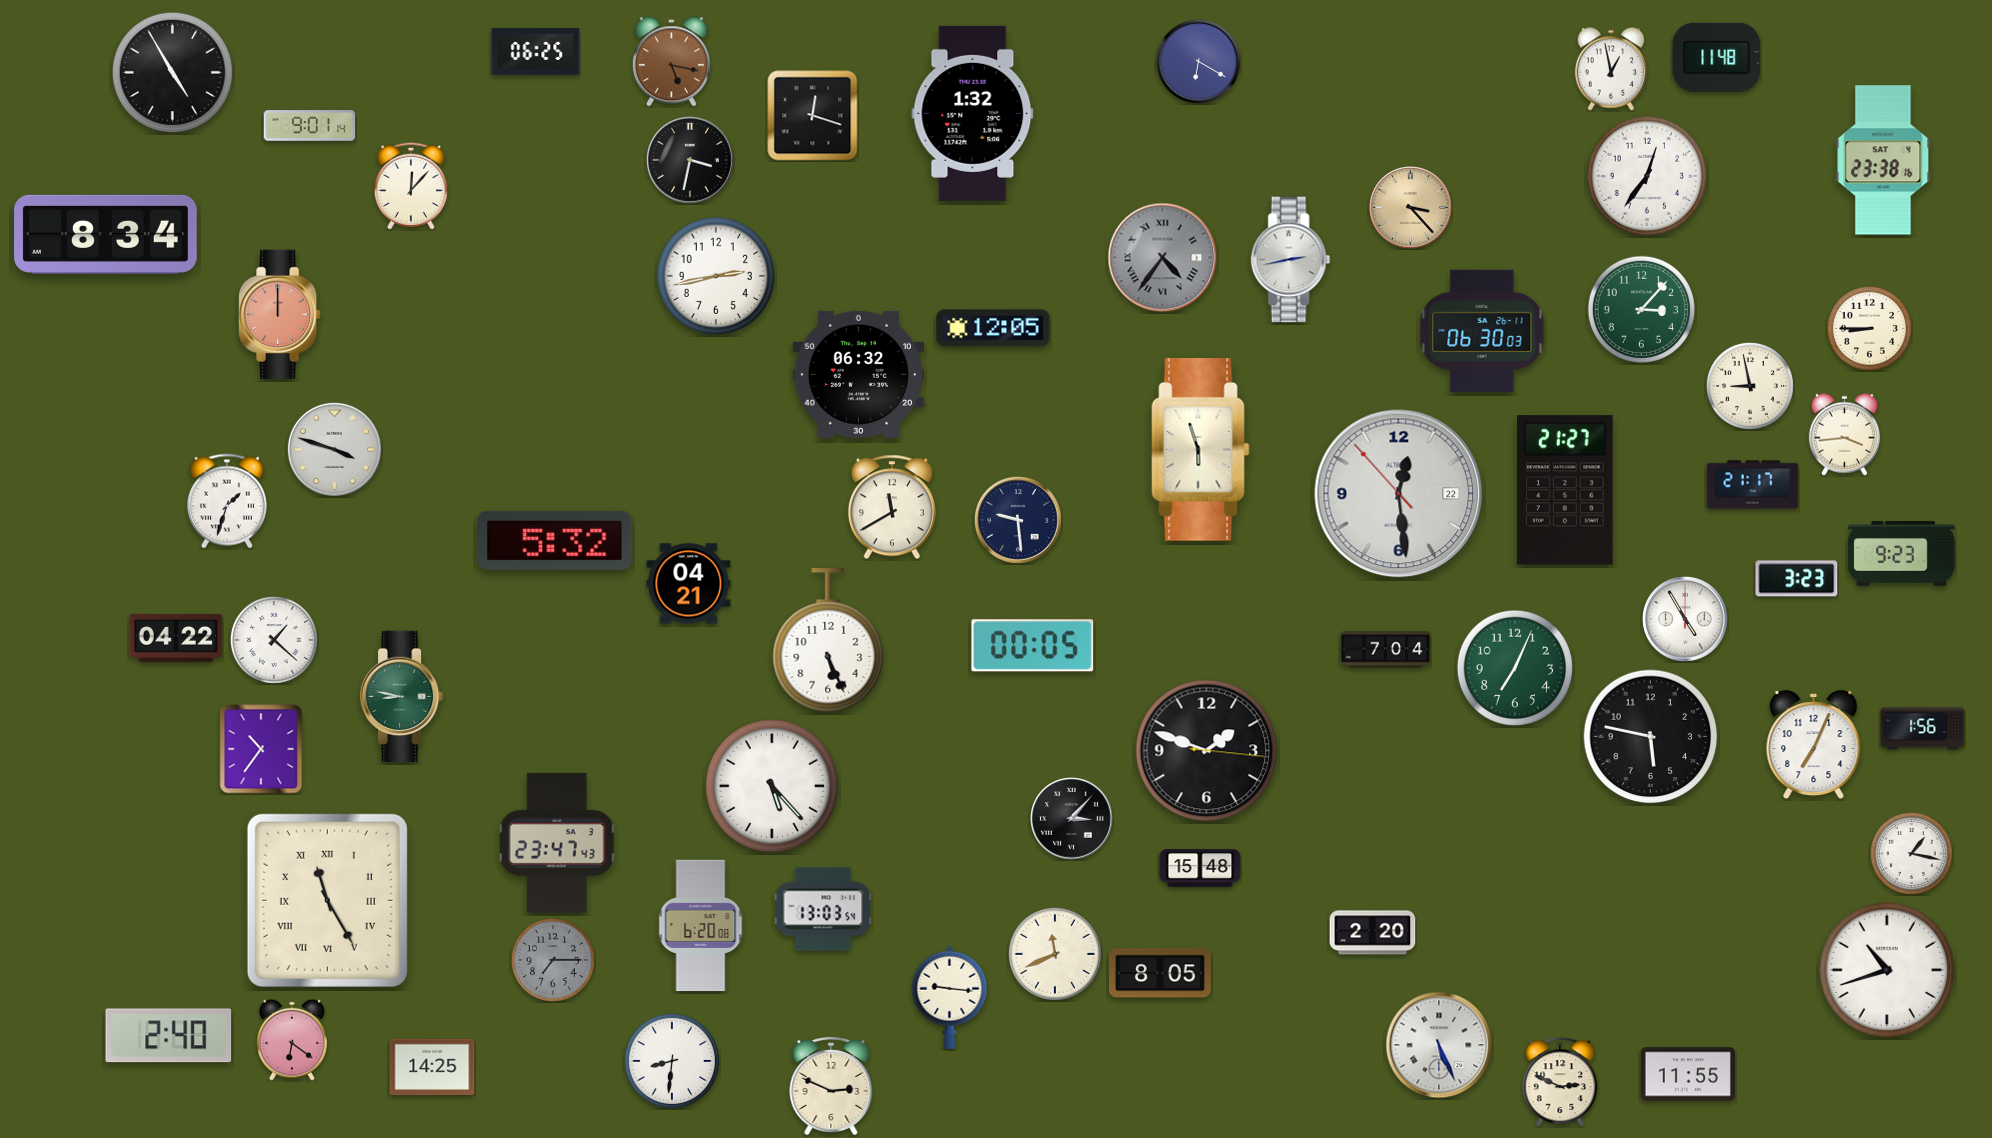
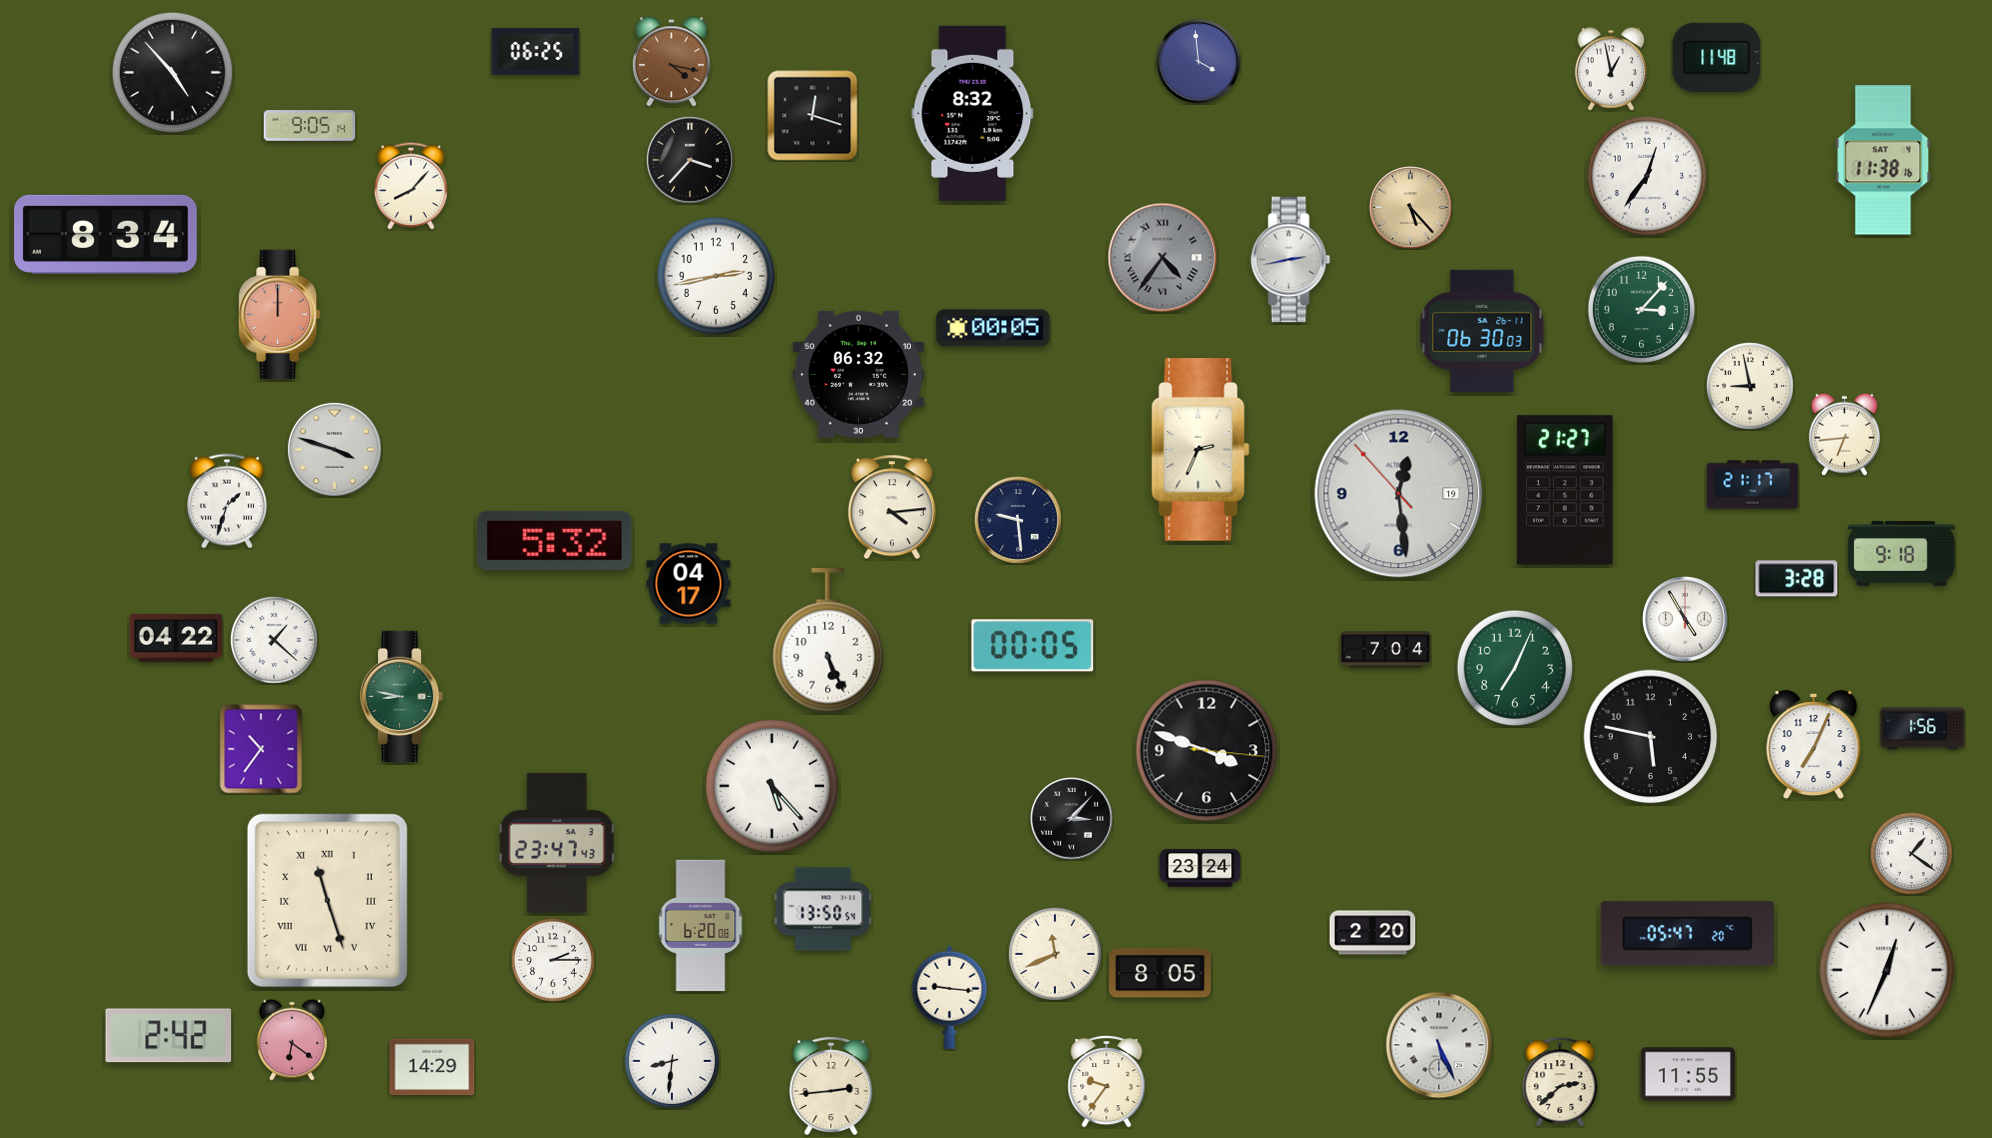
clock at (671, 62): 5:17 -> 4:17
clock at (1199, 62): 6:20 -> 3:59
clock at (173, 73): 4:55 -> 4:53
clock at (973, 113): 1:32 -> 8:32
clock at (310, 126): 9:01 -> 9:05
clock at (690, 160): 3:32 -> 3:37
clock at (1883, 160): 23:38 -> 11:38
clock at (411, 186): 12:07 -> 8:07
clock at (1411, 208): 3:23 -> 5:23
clock at (993, 328): 12:05 -> 00:05
clock at (1869, 328): 8:45 -> none
clock at (1844, 434): 3:44 -> 6:44
clock at (1201, 450): 5:57 -> 2:34
clock at (1399, 494) date: 22 -> 19
clock at (892, 507): 11:40 -> 4:14
clock at (1902, 554): 9:23 -> 9:18
clock at (1797, 579): 3:23 -> 3:28
clock at (689, 584): 04:21 -> 04:17
clock at (1207, 751): 1:48 -> 3:48
clock at (1911, 853): 1:17 -> 1:21
clock at (1200, 868): 15:48 -> 23:24
clock at (327, 900): 11:25 -> 11:27
clock at (823, 909): 13:03 -> 13:50
clock at (1687, 934): none -> 05:47
clock at (553, 960): 7:15 -> 2:15
clock at (553, 960) dial: grey -> white
clock at (1887, 970): 10:42 -> 12:34
clock at (169, 1036): 2:40 -> 2:42
clock at (432, 1067): 14:25 -> 14:29
clock at (1107, 1082): none -> 9:36
clock at (1560, 1082): 2:49 -> 2:38
clock at (831, 1086): 2:49 -> 2:44
